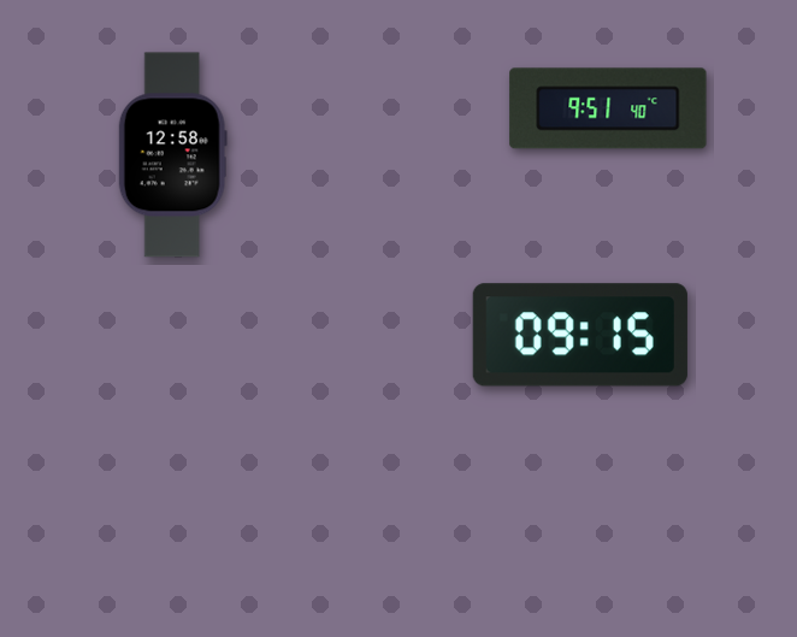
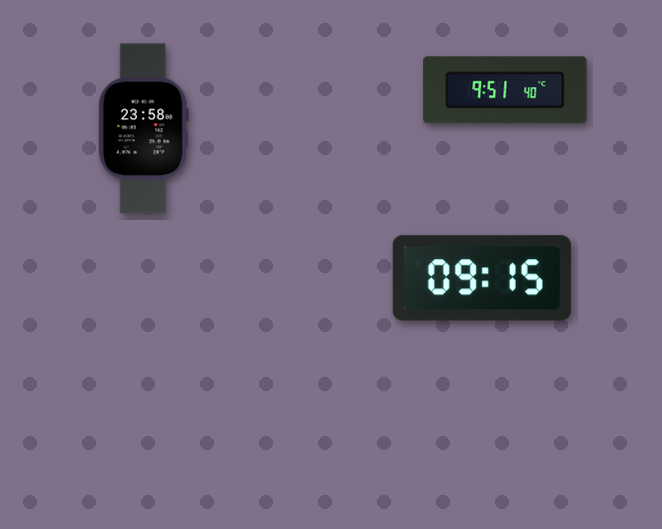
clock at (172, 155): 12:58 -> 23:58
